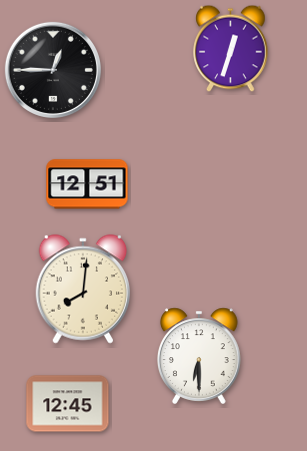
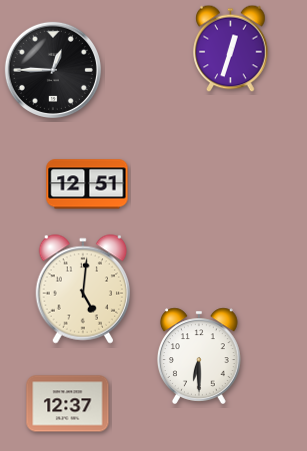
clock at (82, 289): 8:01 -> 5:01
clock at (68, 404): 12:45 -> 12:37
